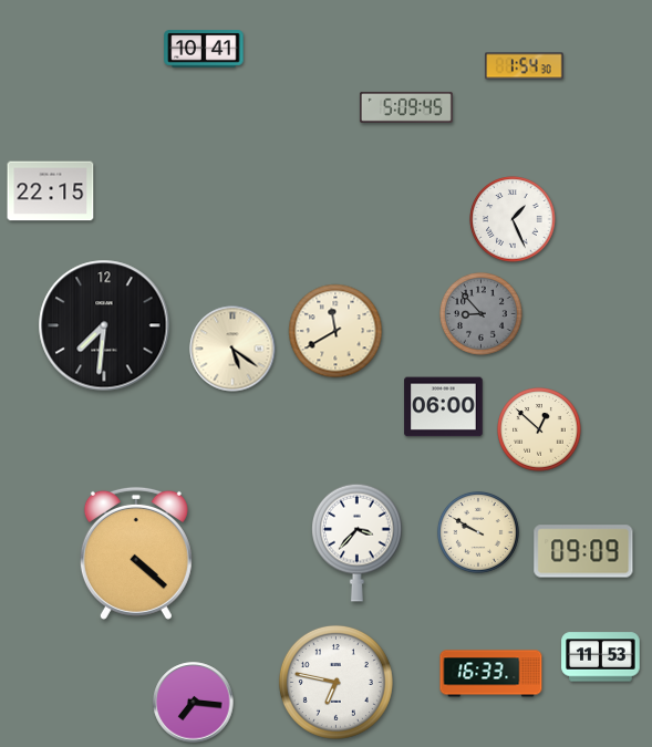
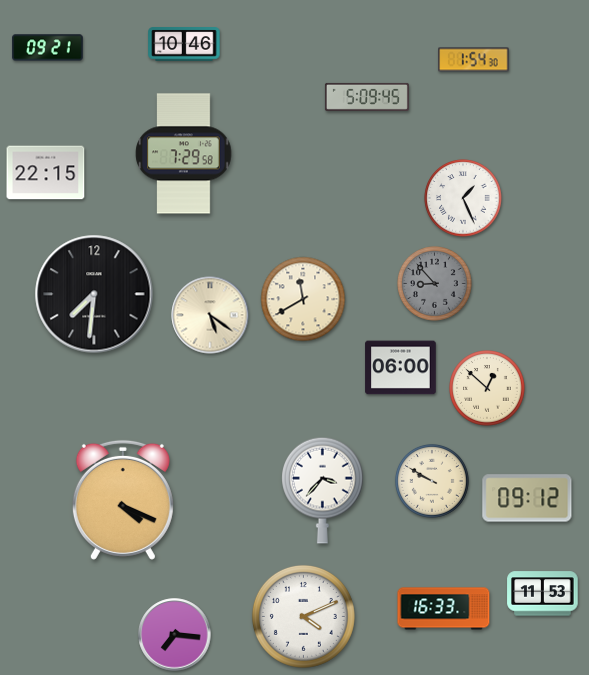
clock at (204, 49): 10:41 -> 10:46
clock at (48, 48): none -> 09:21
clock at (184, 154): none -> 7:29
clock at (583, 551): 09:09 -> 09:12
clock at (136, 553): 4:22 -> 4:19
clock at (335, 682): 6:47 -> 4:11
